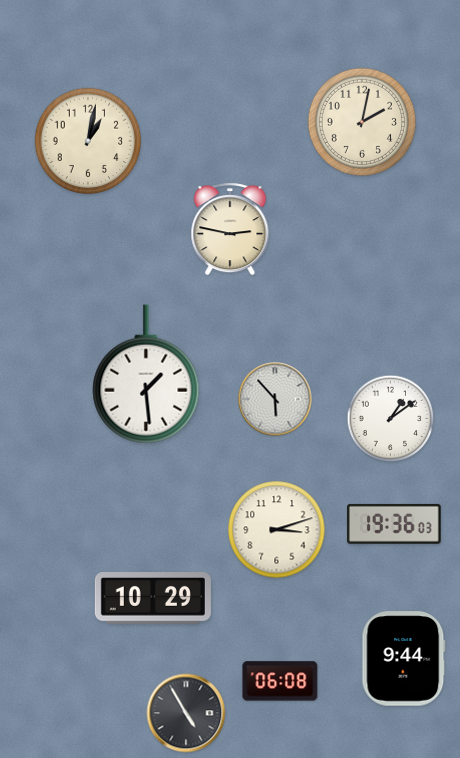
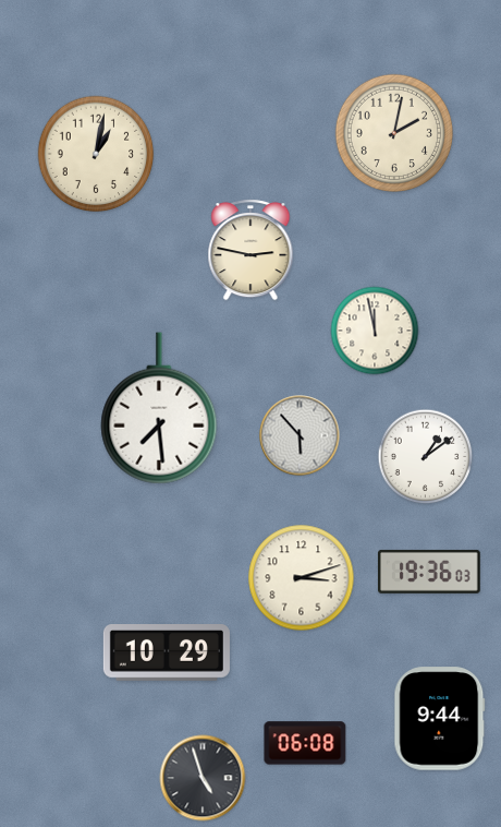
clock at (375, 331): none -> 11:58
clock at (146, 374): 1:29 -> 7:29
clock at (186, 713): 4:55 -> 4:57
